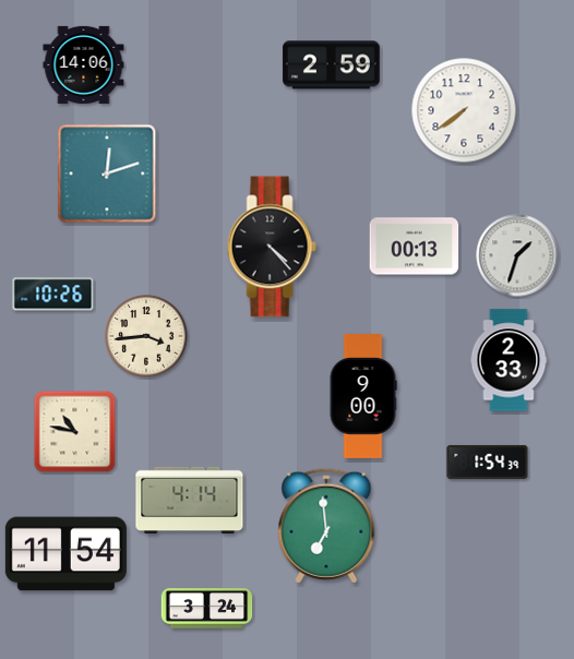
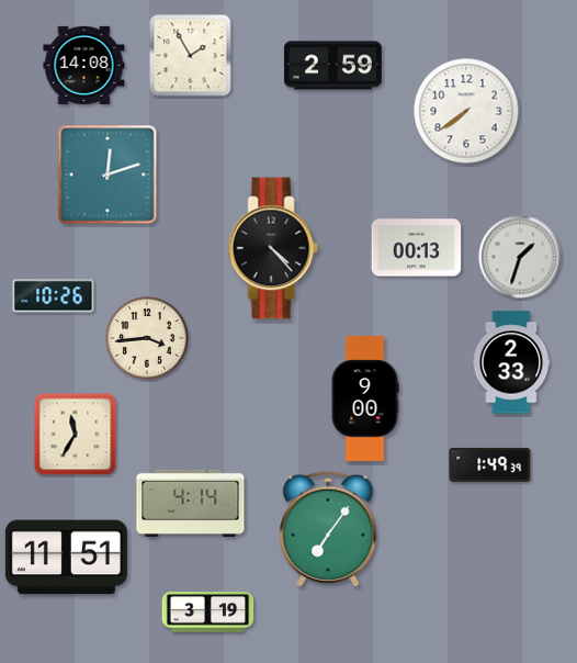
clock at (191, 56): none -> 1:55
clock at (84, 64): 14:06 -> 14:08
clock at (75, 432): 10:47 -> 11:35
clock at (488, 462): 1:54 -> 1:49
clock at (326, 526): 6:59 -> 7:06
clock at (65, 554): 11:54 -> 11:51
clock at (207, 609): 3:24 -> 3:19
